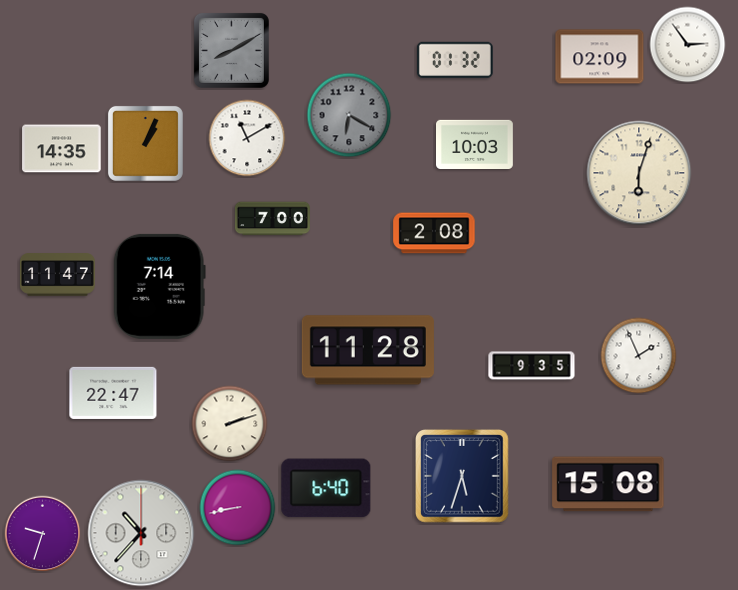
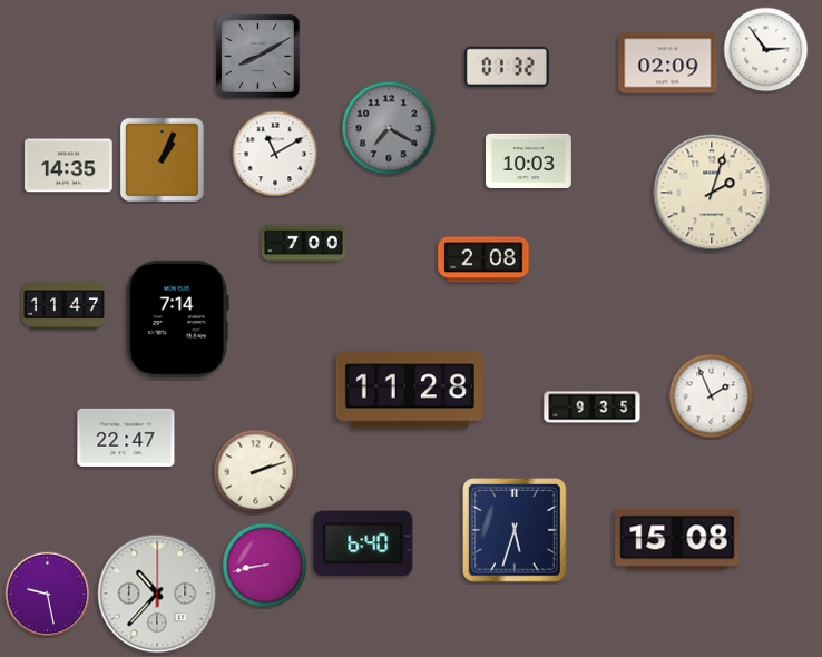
clock at (349, 115): 6:20 -> 7:20
clock at (639, 173): 6:03 -> 2:03
clock at (43, 534): 9:33 -> 9:28
